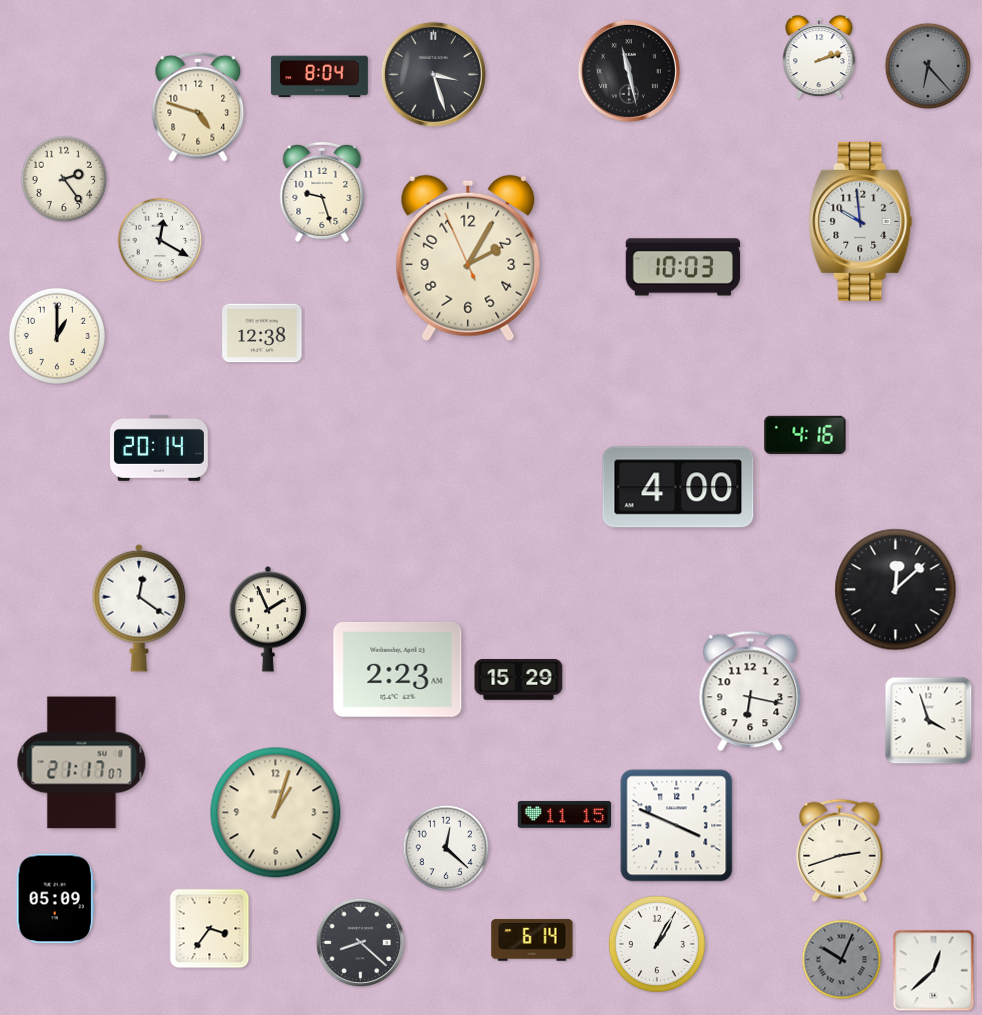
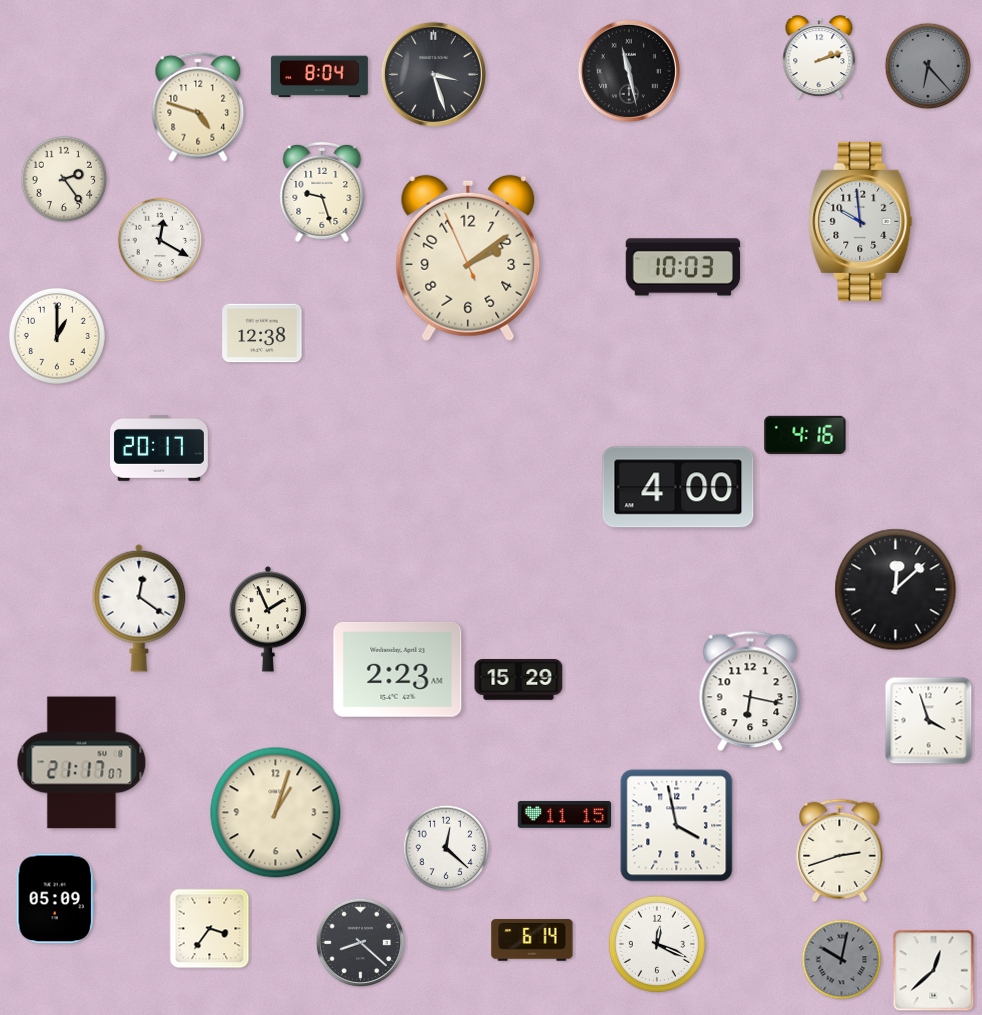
clock at (468, 258): 2:04 -> 2:08
clock at (160, 448): 20:14 -> 20:17
clock at (677, 826): 3:49 -> 3:58
clock at (657, 944): 1:05 -> 12:19
clock at (842, 960): 10:04 -> 10:02
